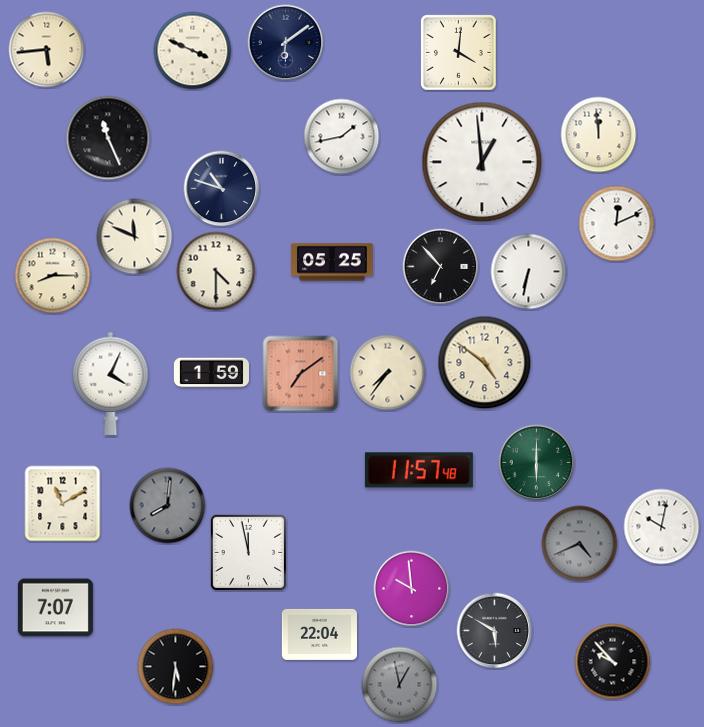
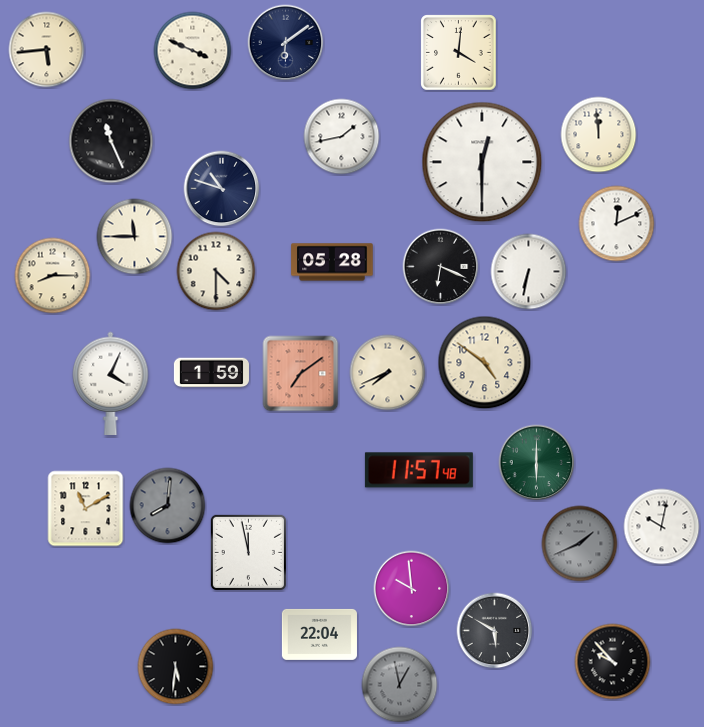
clock at (108, 138) position: (108, 138) -> (111, 141)
clock at (482, 162): 12:59 -> 12:30
clock at (135, 237): 11:49 -> 11:45
clock at (332, 262): 05:25 -> 05:28
clock at (441, 267): 6:53 -> 6:19
clock at (388, 373): 7:36 -> 7:41
clock at (63, 504) position: (63, 504) -> (86, 509)
clock at (580, 544): 4:41 -> 1:41
clock at (55, 608): 7:07 -> none
